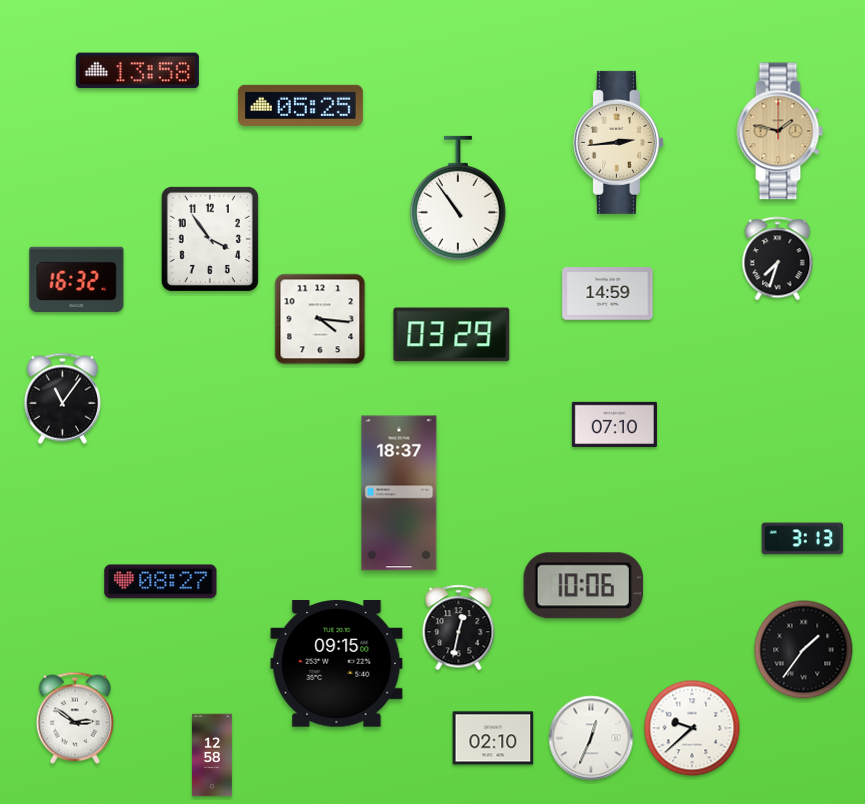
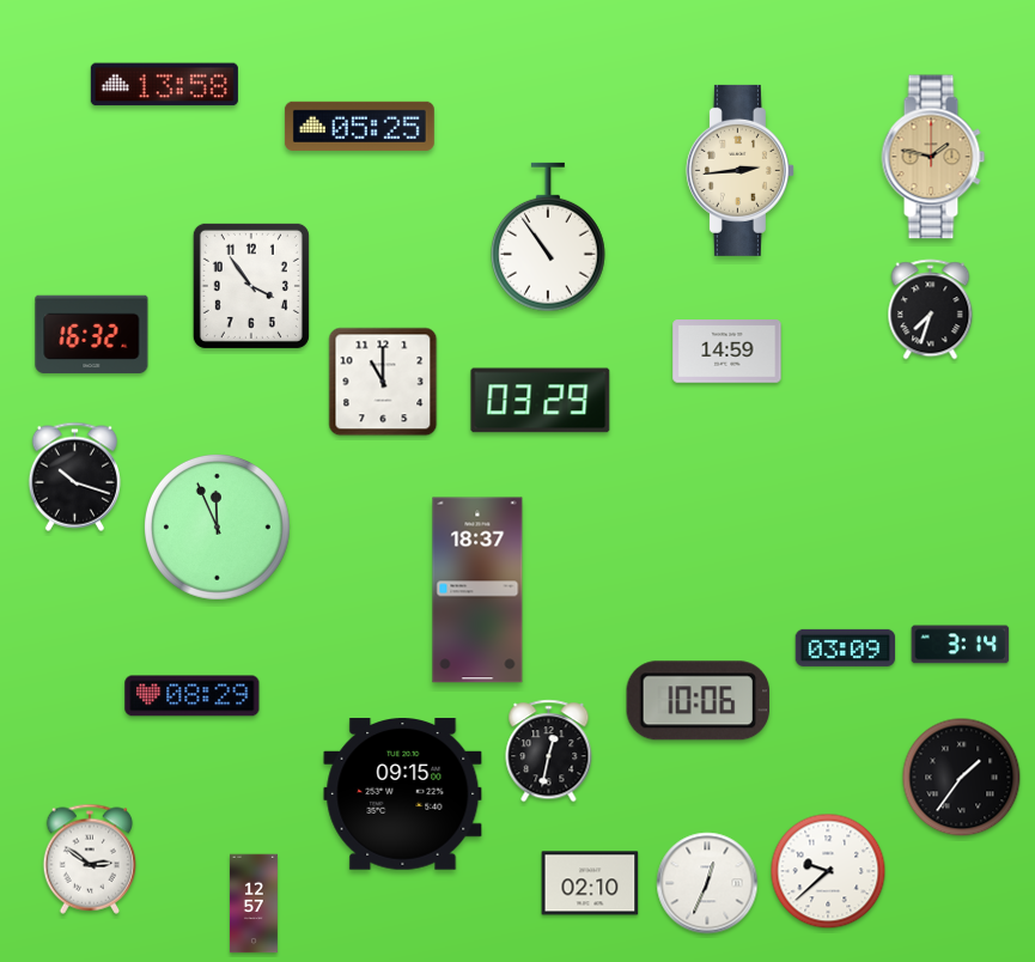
clock at (320, 319): 4:16 -> 11:00
clock at (62, 398): 11:06 -> 10:18
clock at (614, 424): 07:10 -> none
clock at (217, 526): none -> 11:56
clock at (803, 539): 3:13 -> 3:14
clock at (846, 647): none -> 03:09
clock at (161, 582): 08:27 -> 08:29
clock at (212, 755): 12:58 -> 12:57
